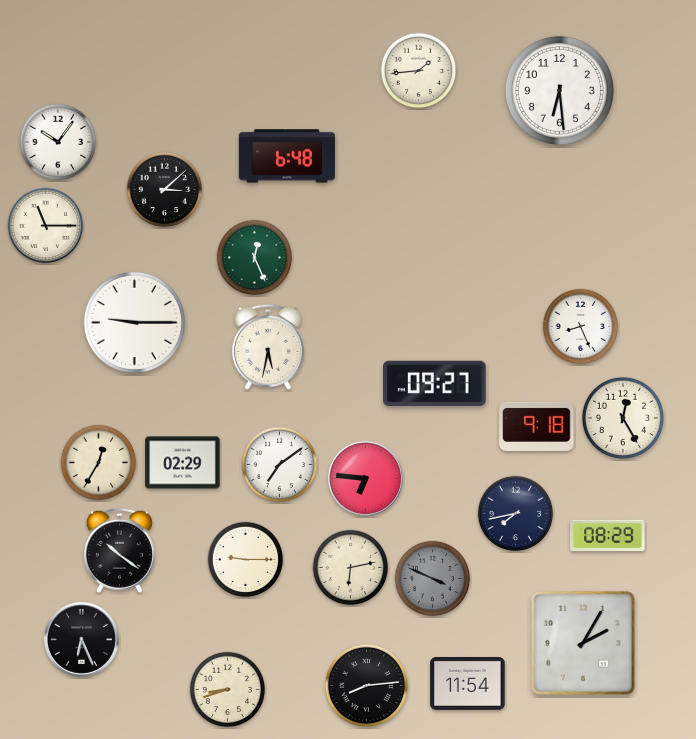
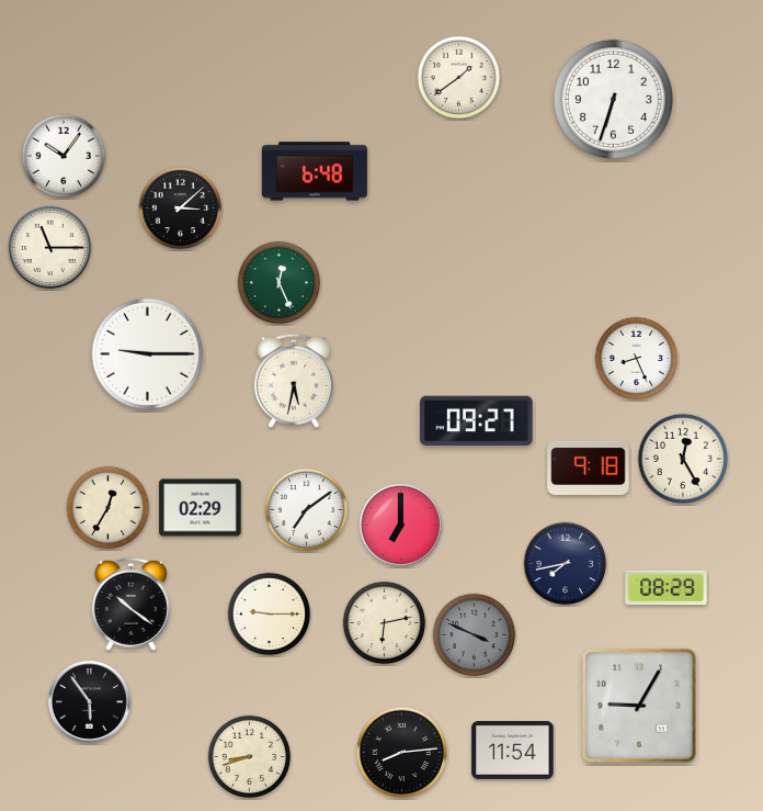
clock at (419, 71): 1:44 -> 1:39
clock at (559, 90): 6:29 -> 6:33
clock at (365, 478): 6:46 -> 7:00
clock at (81, 639): 6:26 -> 5:54
clock at (583, 643): 2:05 -> 9:05
